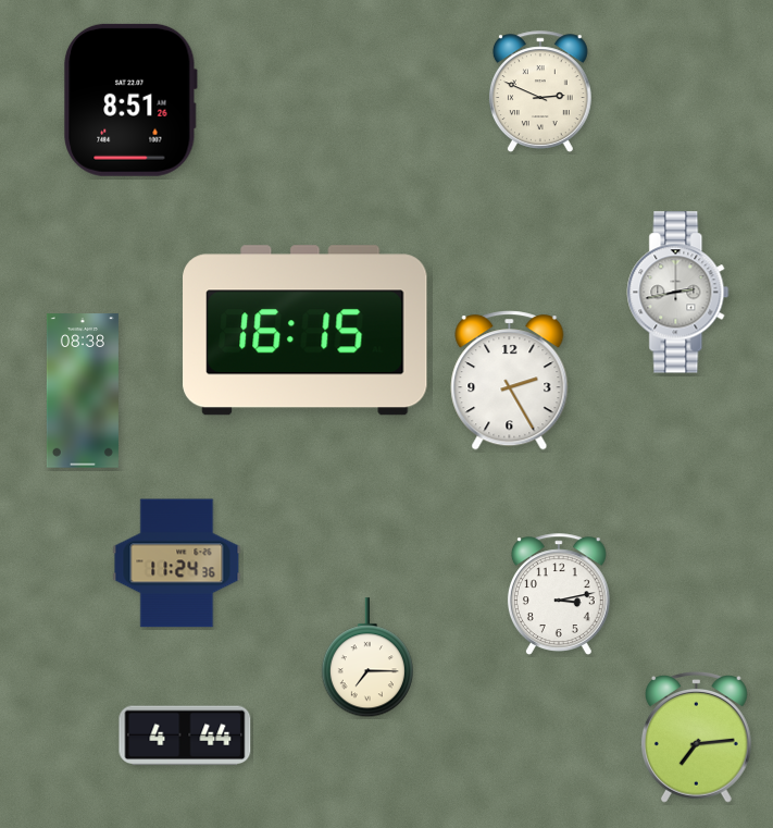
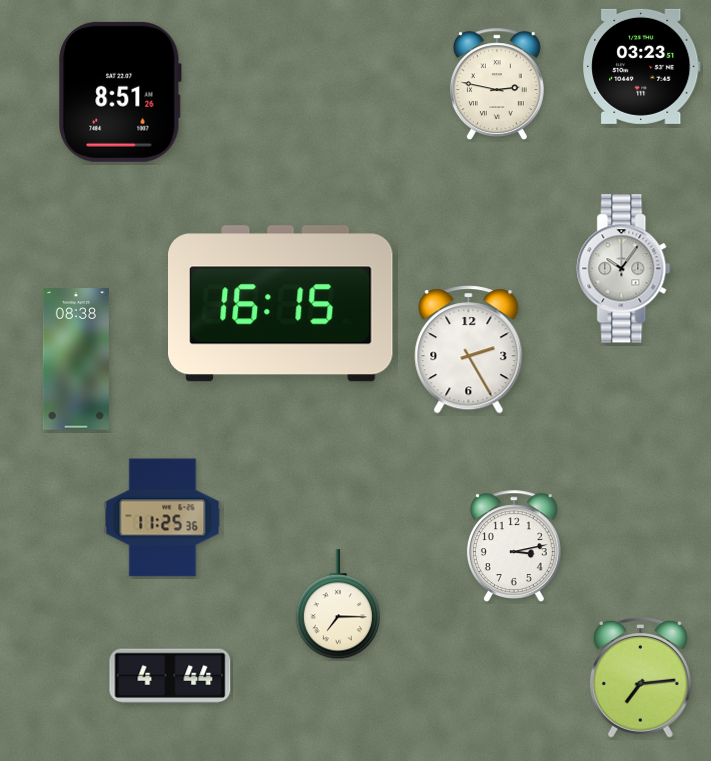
clock at (642, 66): none -> 03:23
clock at (540, 91): 2:49 -> 2:47
clock at (678, 293): 2:43 -> 10:06
clock at (177, 564): 11:24 -> 11:25
